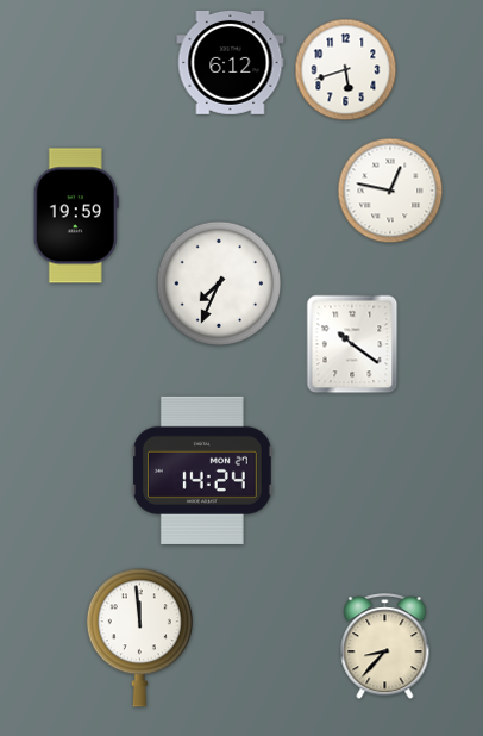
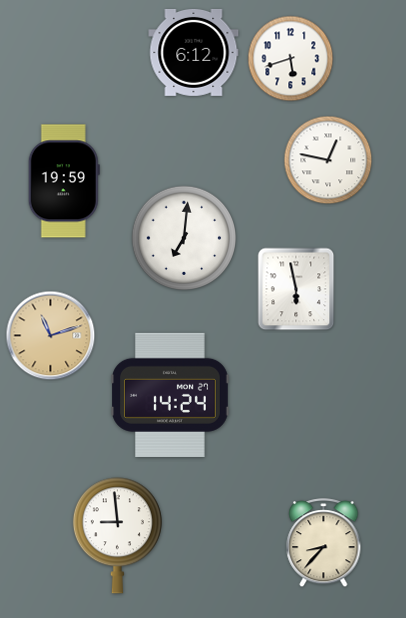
clock at (219, 283): 7:34 -> 7:01
clock at (352, 344): 10:21 -> 5:58
clock at (51, 336): none -> 11:12
clock at (139, 638): 11:59 -> 8:59
